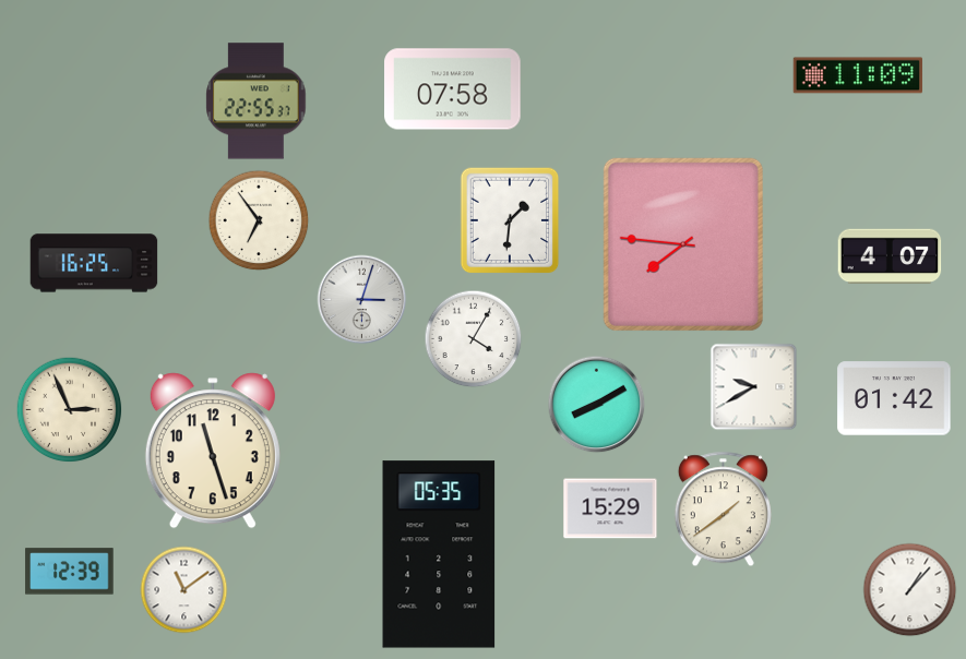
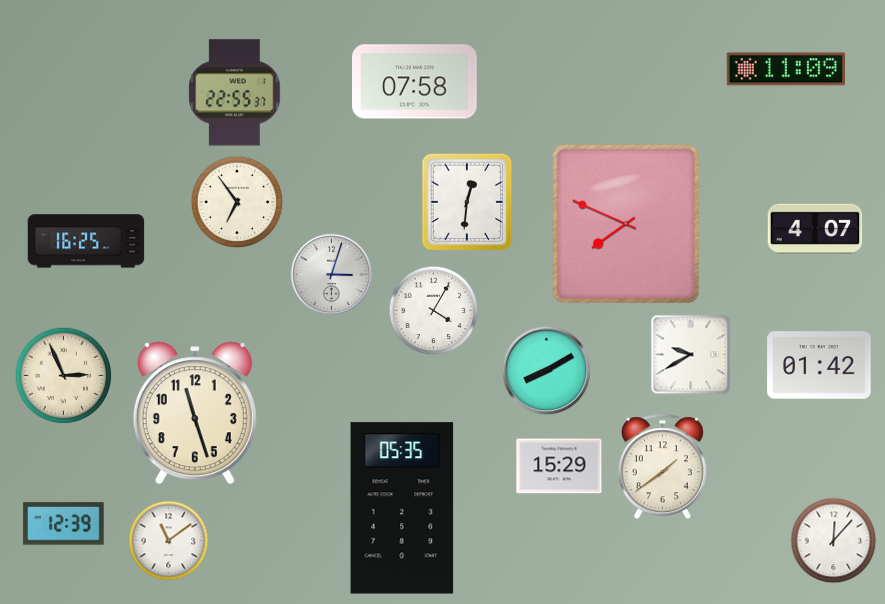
clock at (510, 220): 1:31 -> 12:31
clock at (683, 244): 7:46 -> 7:49
clock at (890, 256) position: (890, 256) -> (815, 229)
clock at (910, 590): 1:07 -> 12:07
